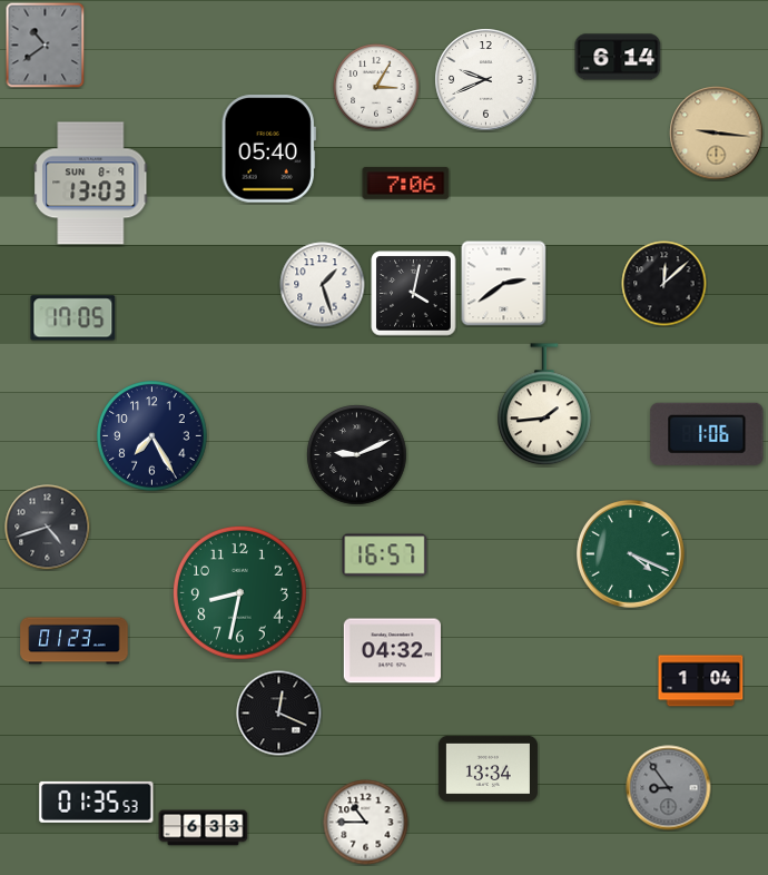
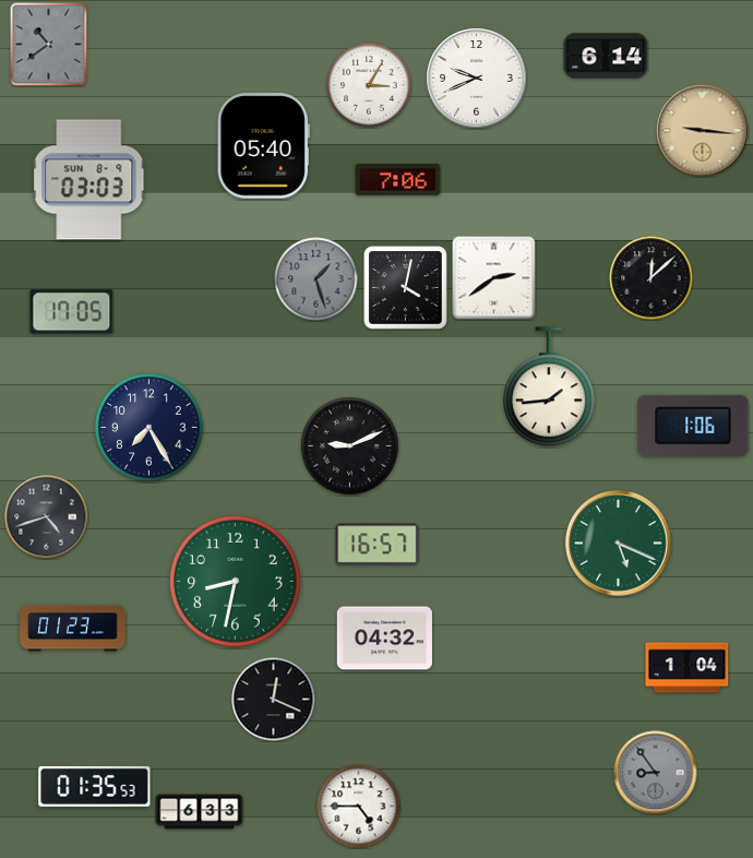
clock at (46, 45) position: (46, 45) -> (49, 44)
clock at (91, 184): 13:03 -> 03:03
clock at (323, 285) dial: white -> grey
clock at (545, 405) position: (545, 405) -> (550, 388)
clock at (631, 554): 4:19 -> 5:19
clock at (488, 768): 13:34 -> none
clock at (366, 823): 10:45 -> 4:45
